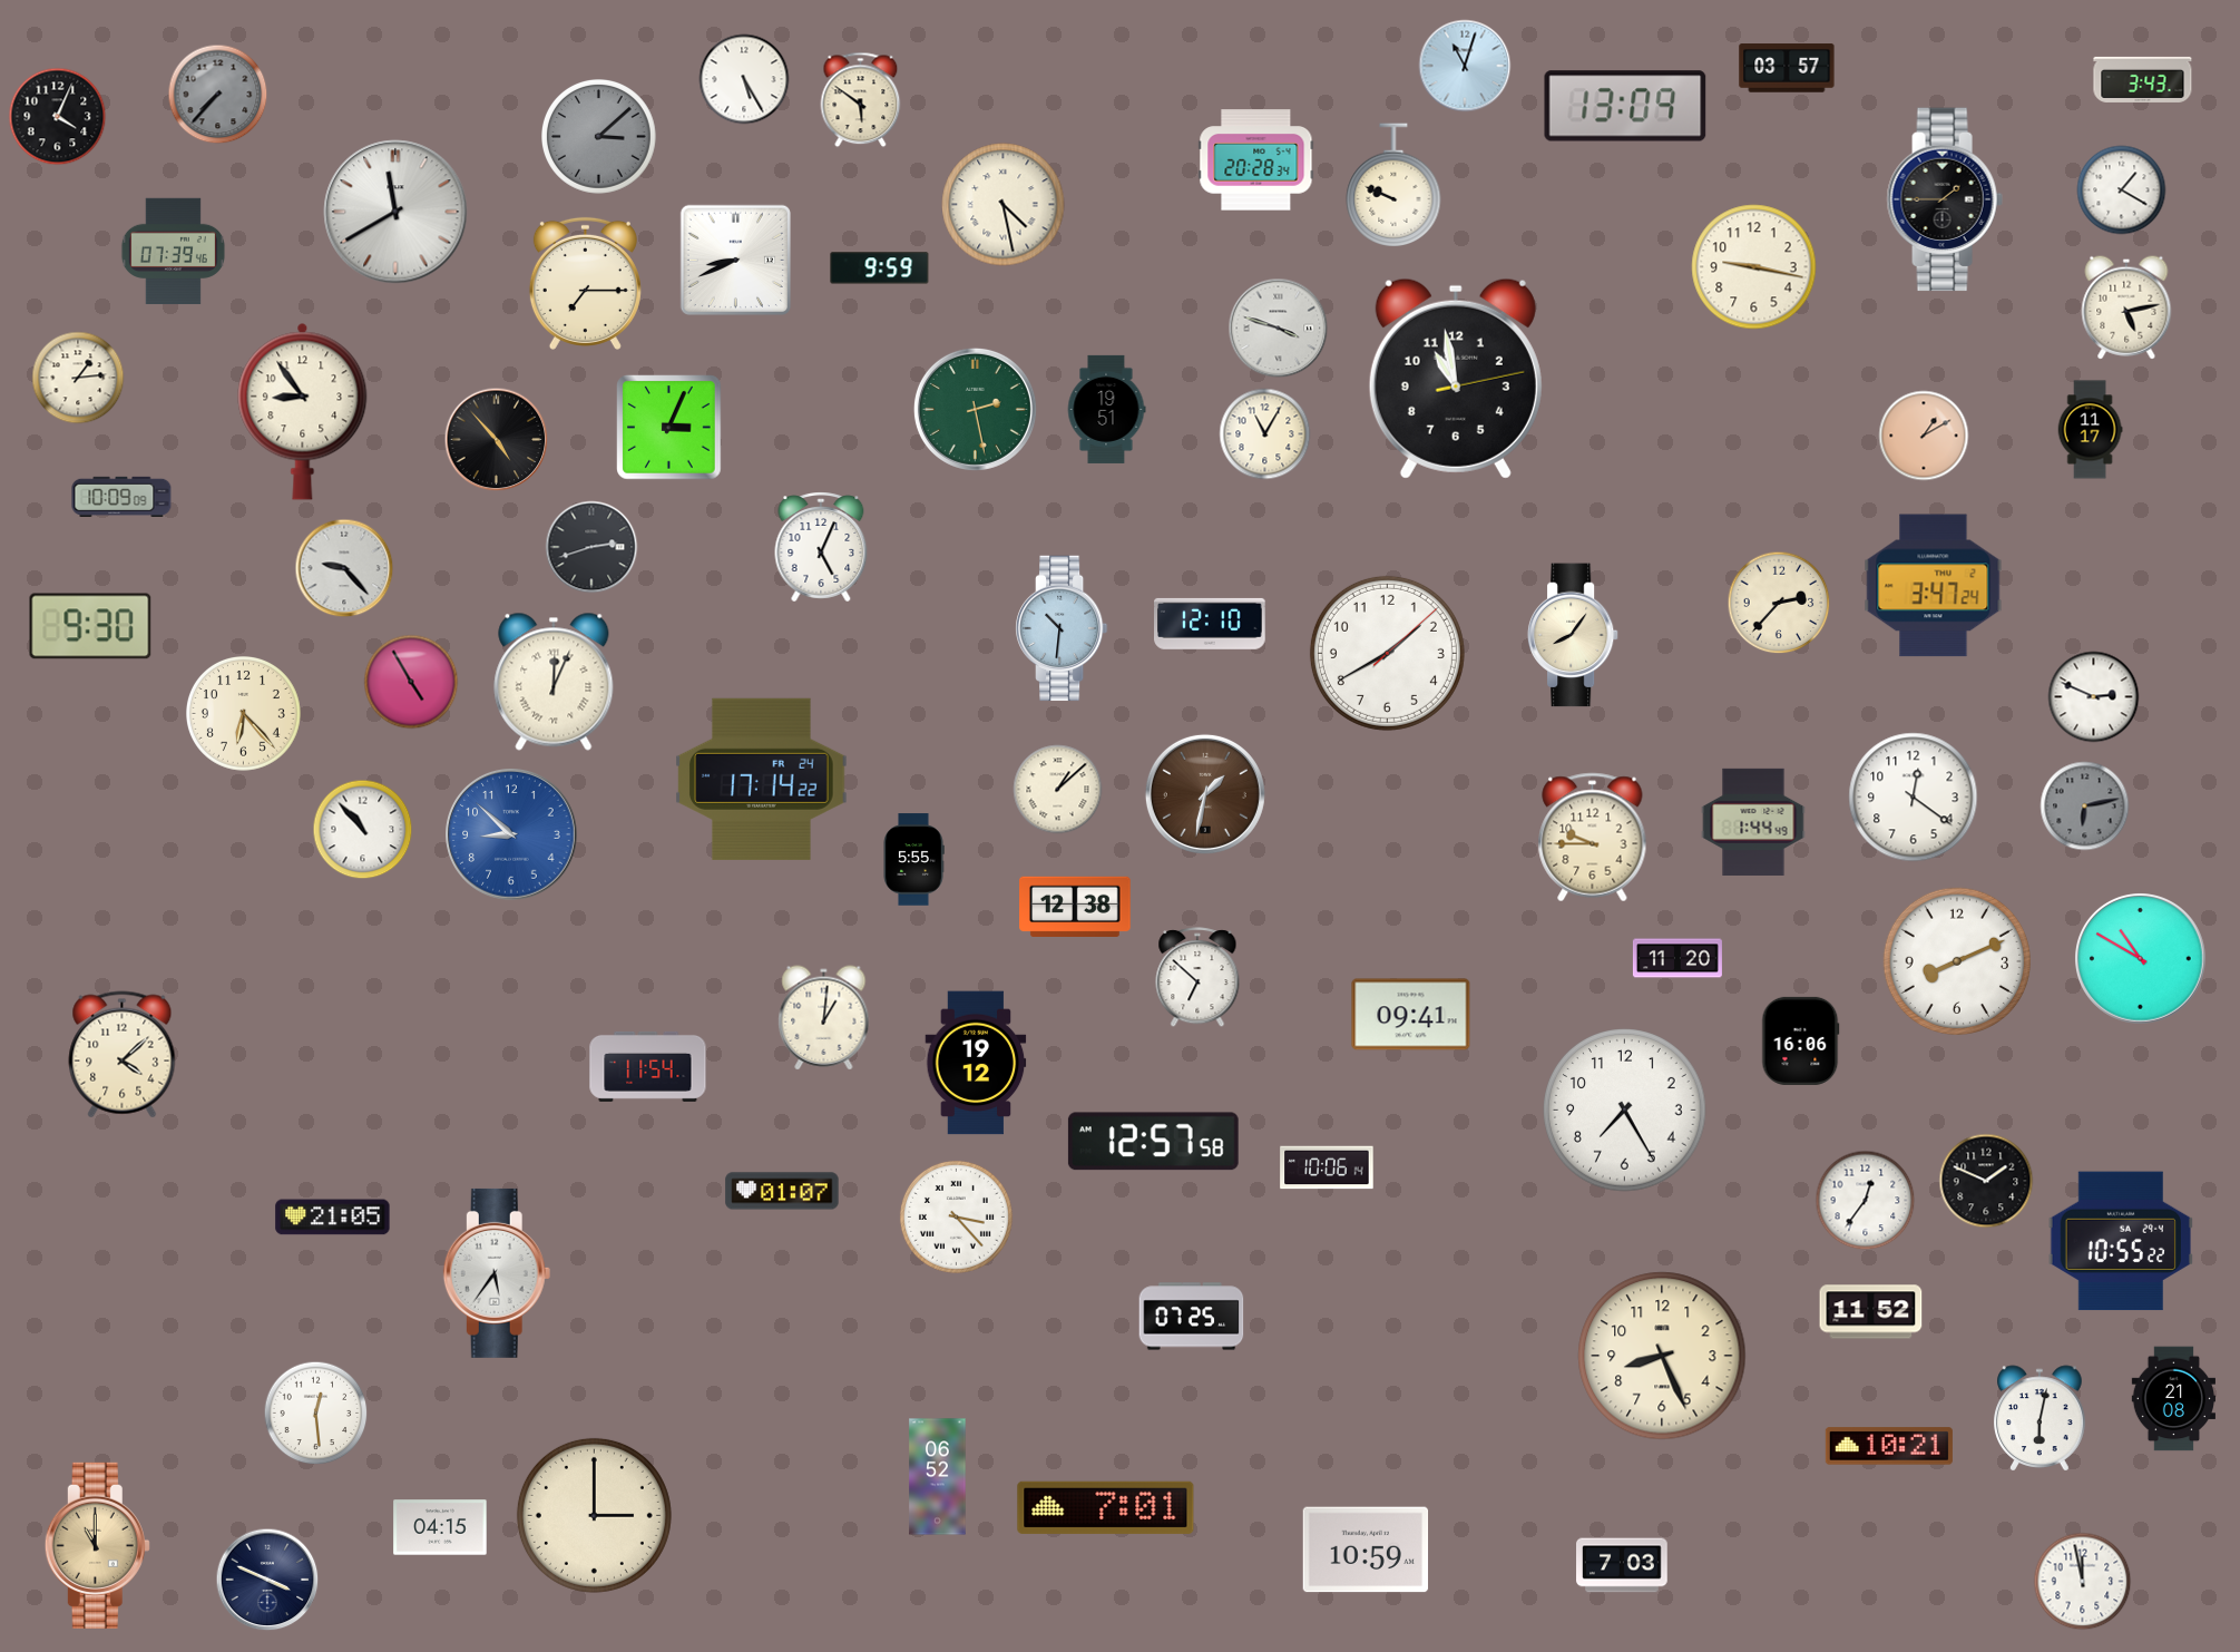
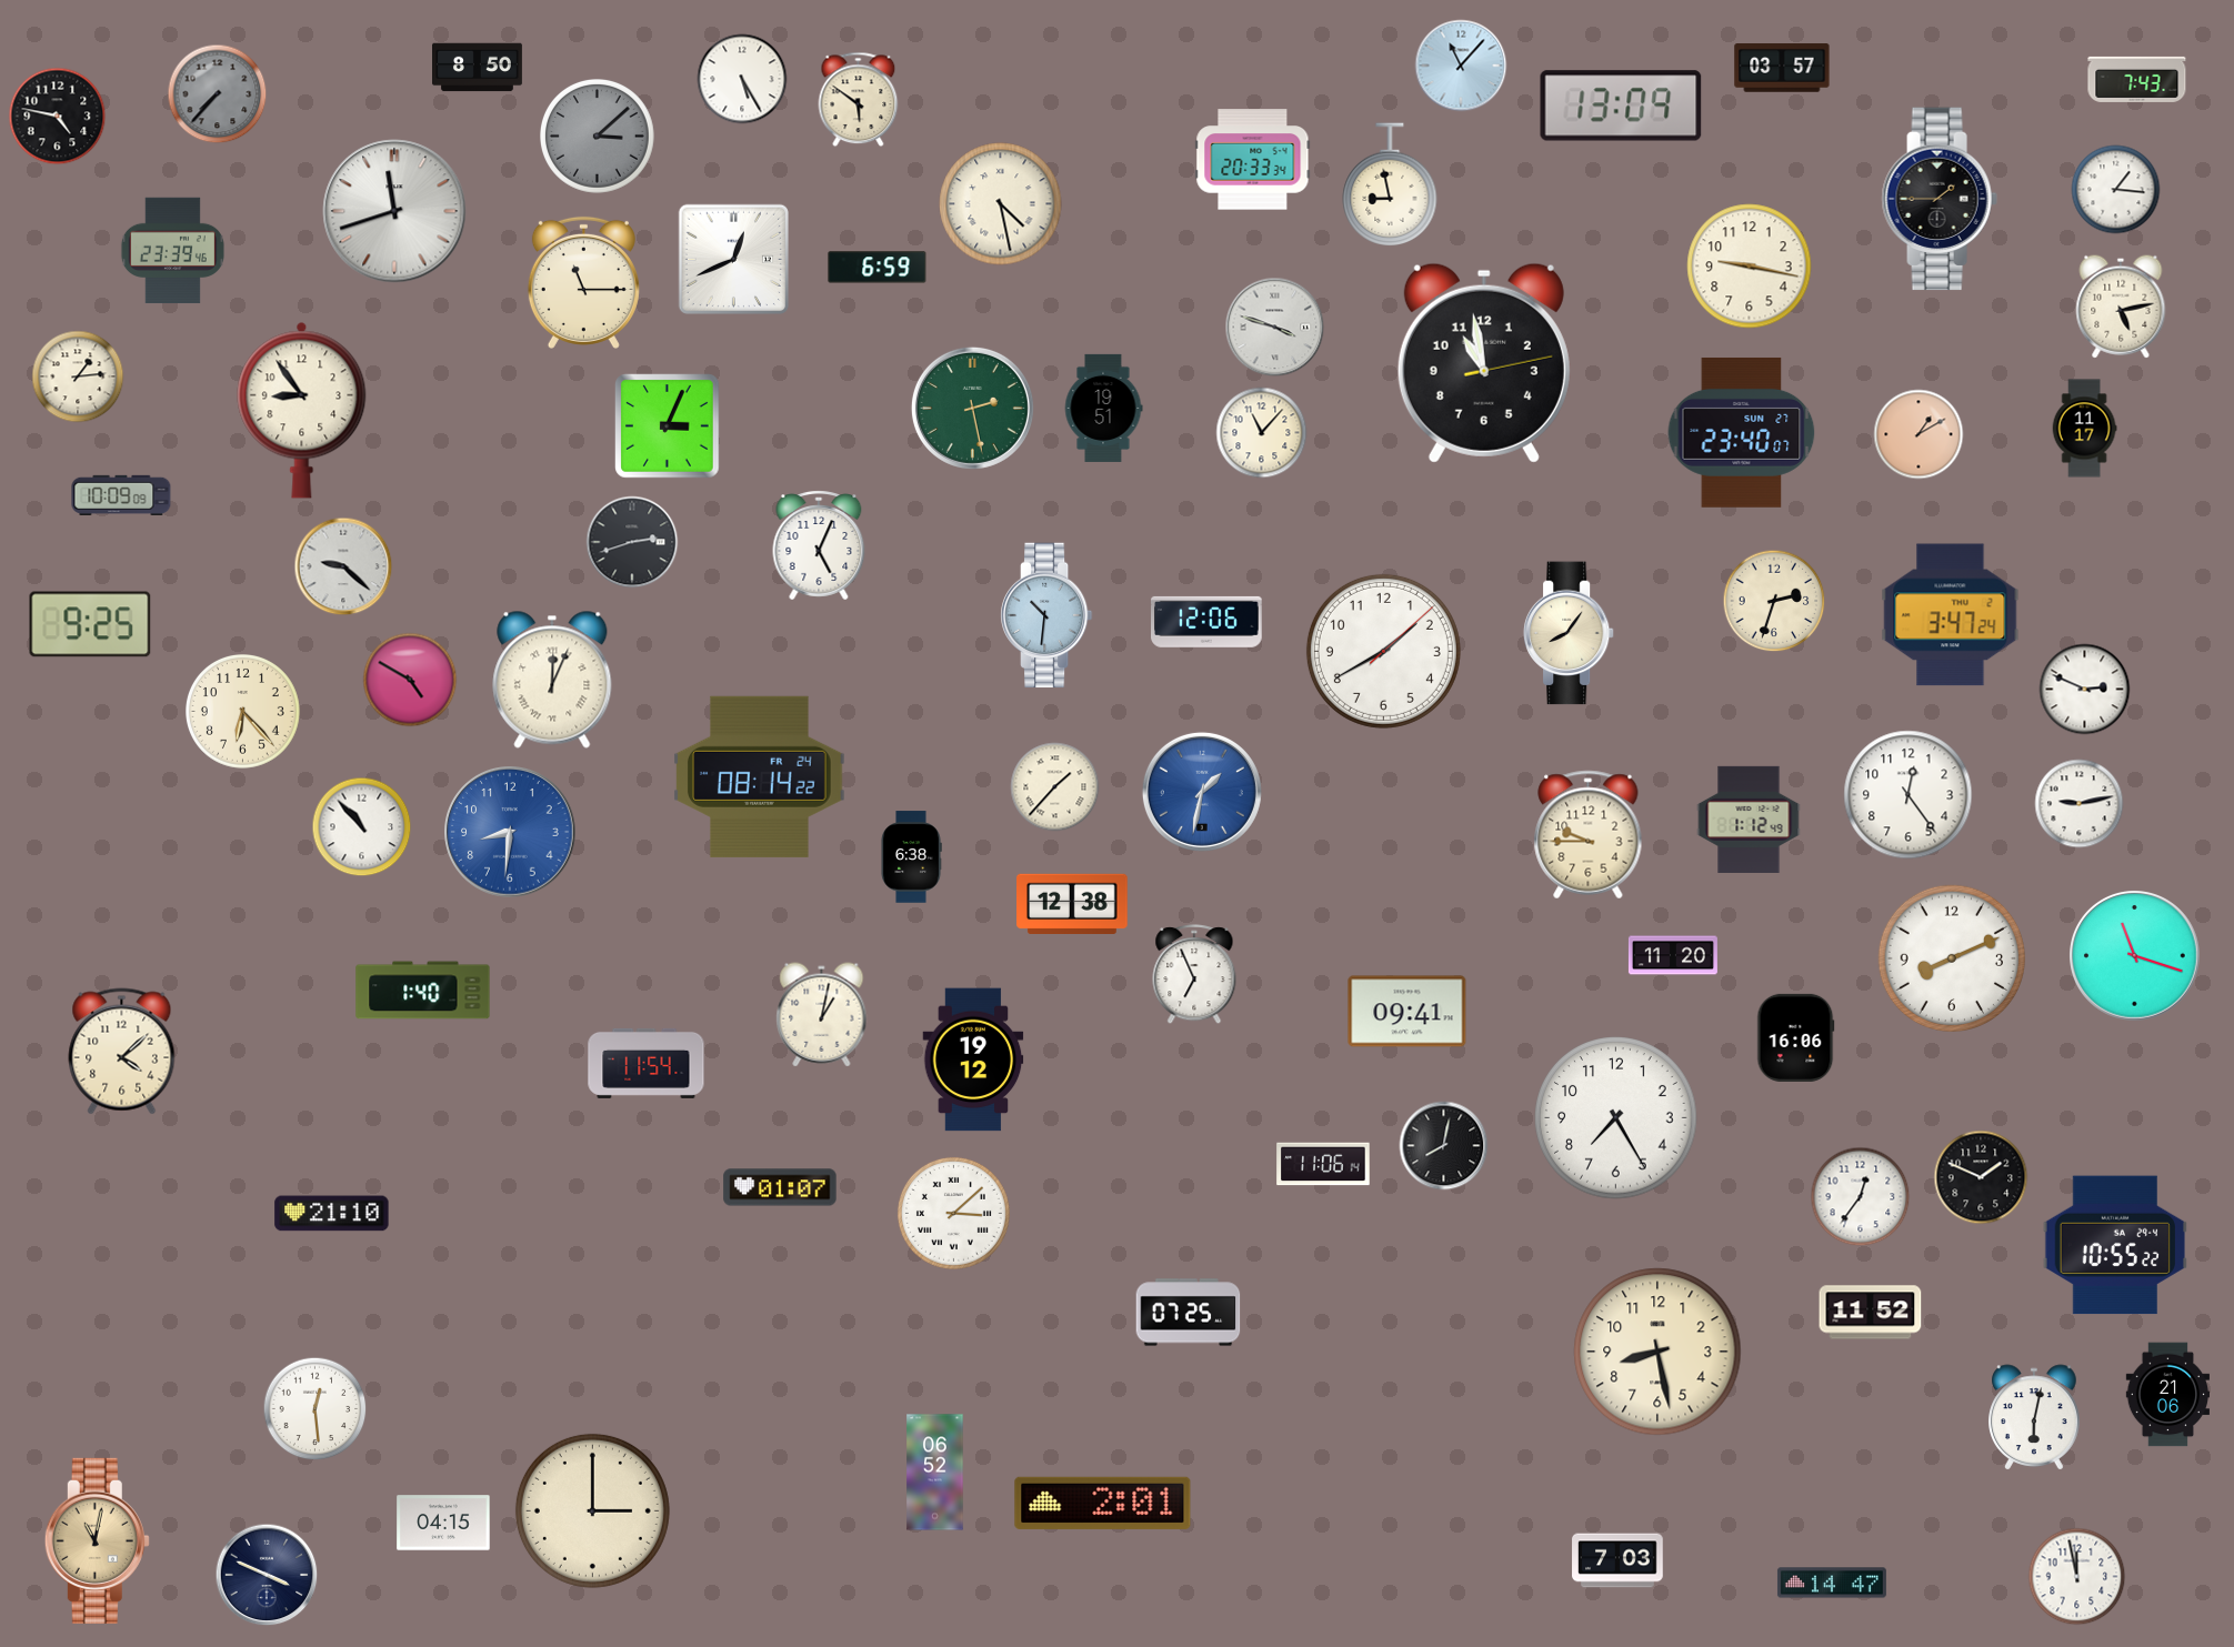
clock at (1465, 66): 11:03 -> 11:07
clock at (478, 68): none -> 8:50
clock at (2143, 79): 3:43 -> 7:43
clock at (58, 117): 4:04 -> 4:47
clock at (1256, 160): 20:28 -> 20:33
clock at (1393, 185): 9:49 -> 8:58
clock at (2122, 190): 1:20 -> 1:16
clock at (395, 212): 11:40 -> 11:42
clock at (173, 252): 07:39 -> 23:39
clock at (735, 260): 8:41 -> 12:41
clock at (880, 268): 9:59 -> 6:59
clock at (585, 283): 7:15 -> 11:15
clock at (1456, 379) position: (1456, 379) -> (1484, 363)
clock at (1742, 432): none -> 23:40
clock at (1265, 434): 11:05 -> 11:07
clock at (497, 440): 4:53 -> none
clock at (591, 547) position: (591, 547) -> (632, 542)
clock at (344, 568): 9:23 -> 9:22
clock at (1934, 586) position: (1934, 586) -> (1951, 615)
clock at (1779, 603): 2:37 -> 2:33
clock at (1211, 624): 12:10 -> 12:06
clock at (90, 626): 9:30 -> 9:25
clock at (1063, 628) position: (1063, 628) -> (1048, 615)
clock at (411, 682): 4:55 -> 4:50
clock at (2094, 697) position: (2094, 697) -> (2085, 690)
clock at (762, 779): 17:14 -> 08:14
clock at (1058, 790): 1:08 -> 1:37
clock at (1205, 794) dial: brown -> blue
clock at (1914, 798): 12:21 -> 12:24
clock at (2085, 807): 6:13 -> 9:13
clock at (2085, 807) dial: grey -> white
clock at (1753, 822): 1:44 -> 1:12
clock at (511, 834): 8:52 -> 8:31
clock at (913, 860): 5:55 -> 6:38
clock at (2141, 959): 10:50 -> 11:18
clock at (1197, 978): 6:52 -> 6:56
clock at (423, 991): none -> 1:40
clock at (824, 1018): 1:01 -> 1:02
clock at (1625, 1111) position: (1625, 1111) -> (1616, 1118)
clock at (1153, 1142): 12:57 -> none
clock at (1444, 1146): none -> 8:02
clock at (1327, 1167): 10:06 -> 11:06
clock at (956, 1216): 3:23 -> 3:08
clock at (333, 1218): 21:05 -> 21:10
clock at (2121, 1241) position: (2121, 1241) -> (2115, 1245)
clock at (497, 1273): 5:36 -> none
clock at (1871, 1312) position: (1871, 1312) -> (1871, 1313)
clock at (1662, 1356): 8:26 -> 8:28
clock at (2174, 1399): 21:08 -> 21:06
clock at (2040, 1418) position: (2040, 1418) -> (2034, 1417)
clock at (1889, 1446): 10:21 -> none
clock at (1106, 1507): 7:01 -> 2:01
clock at (440, 1527) position: (440, 1527) -> (443, 1523)
clock at (97, 1545): 11:00 -> 11:02
clock at (1366, 1550): 10:59 -> none
clock at (1832, 1583): none -> 14:47
